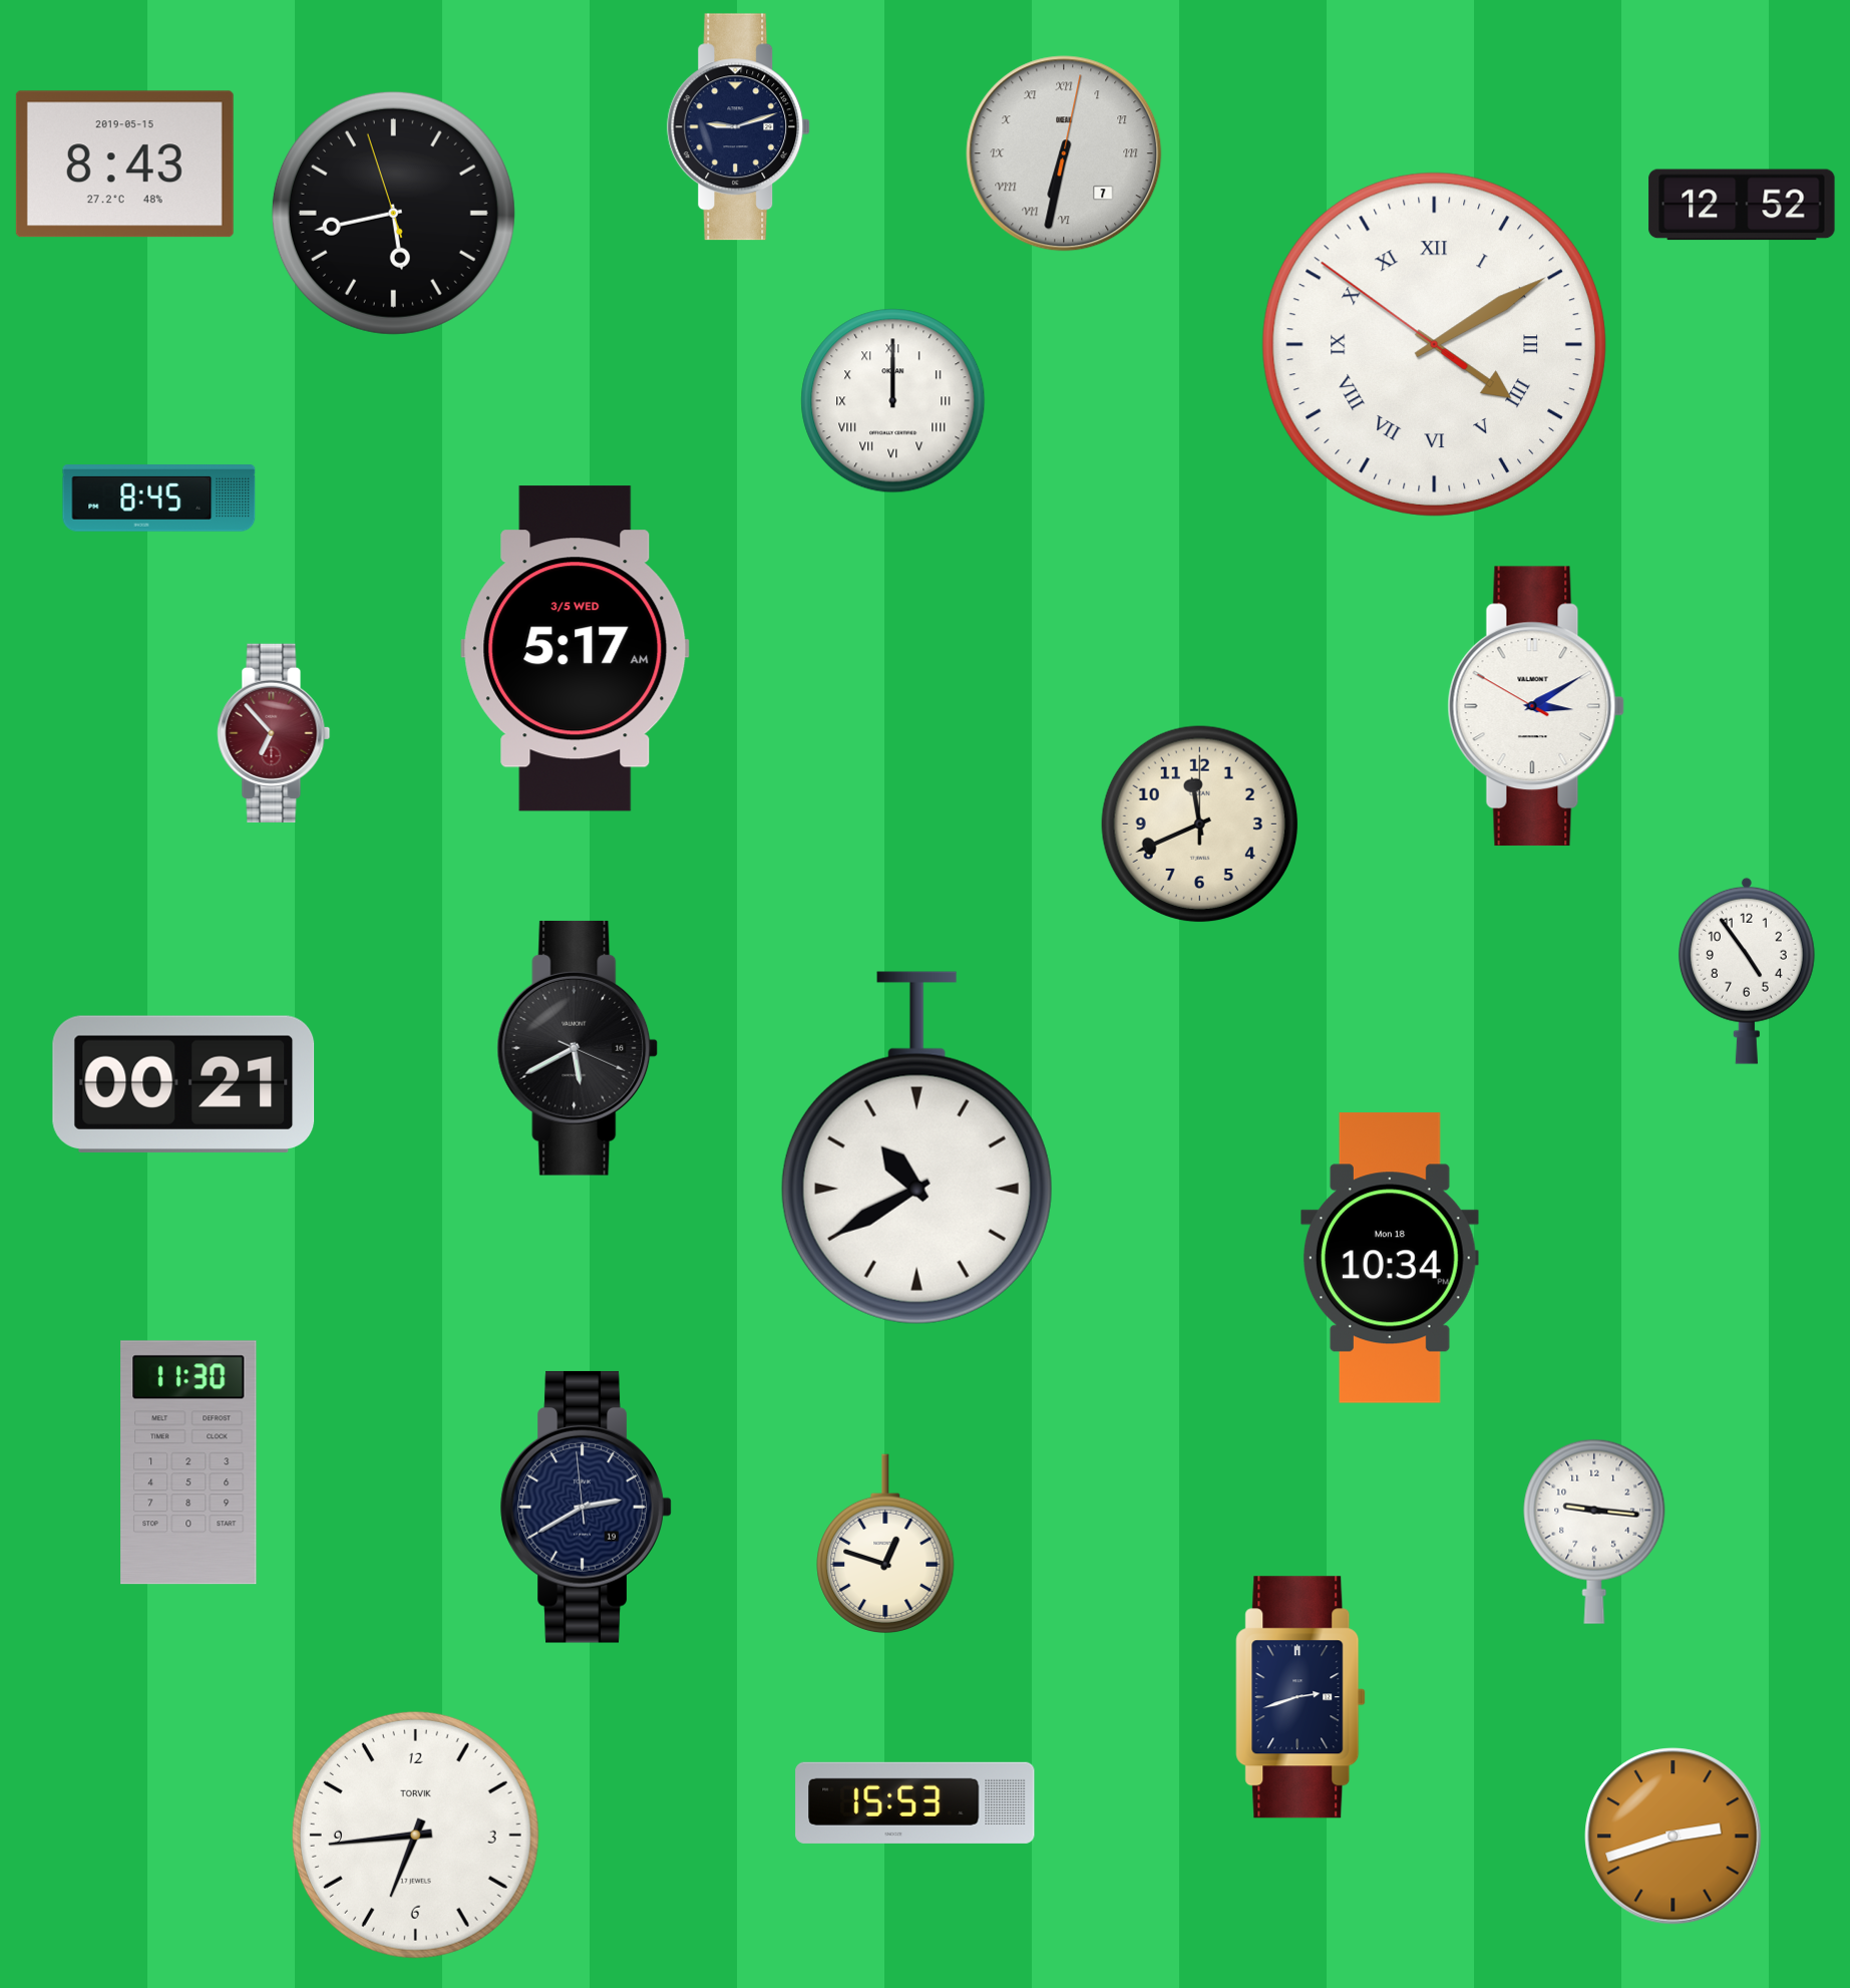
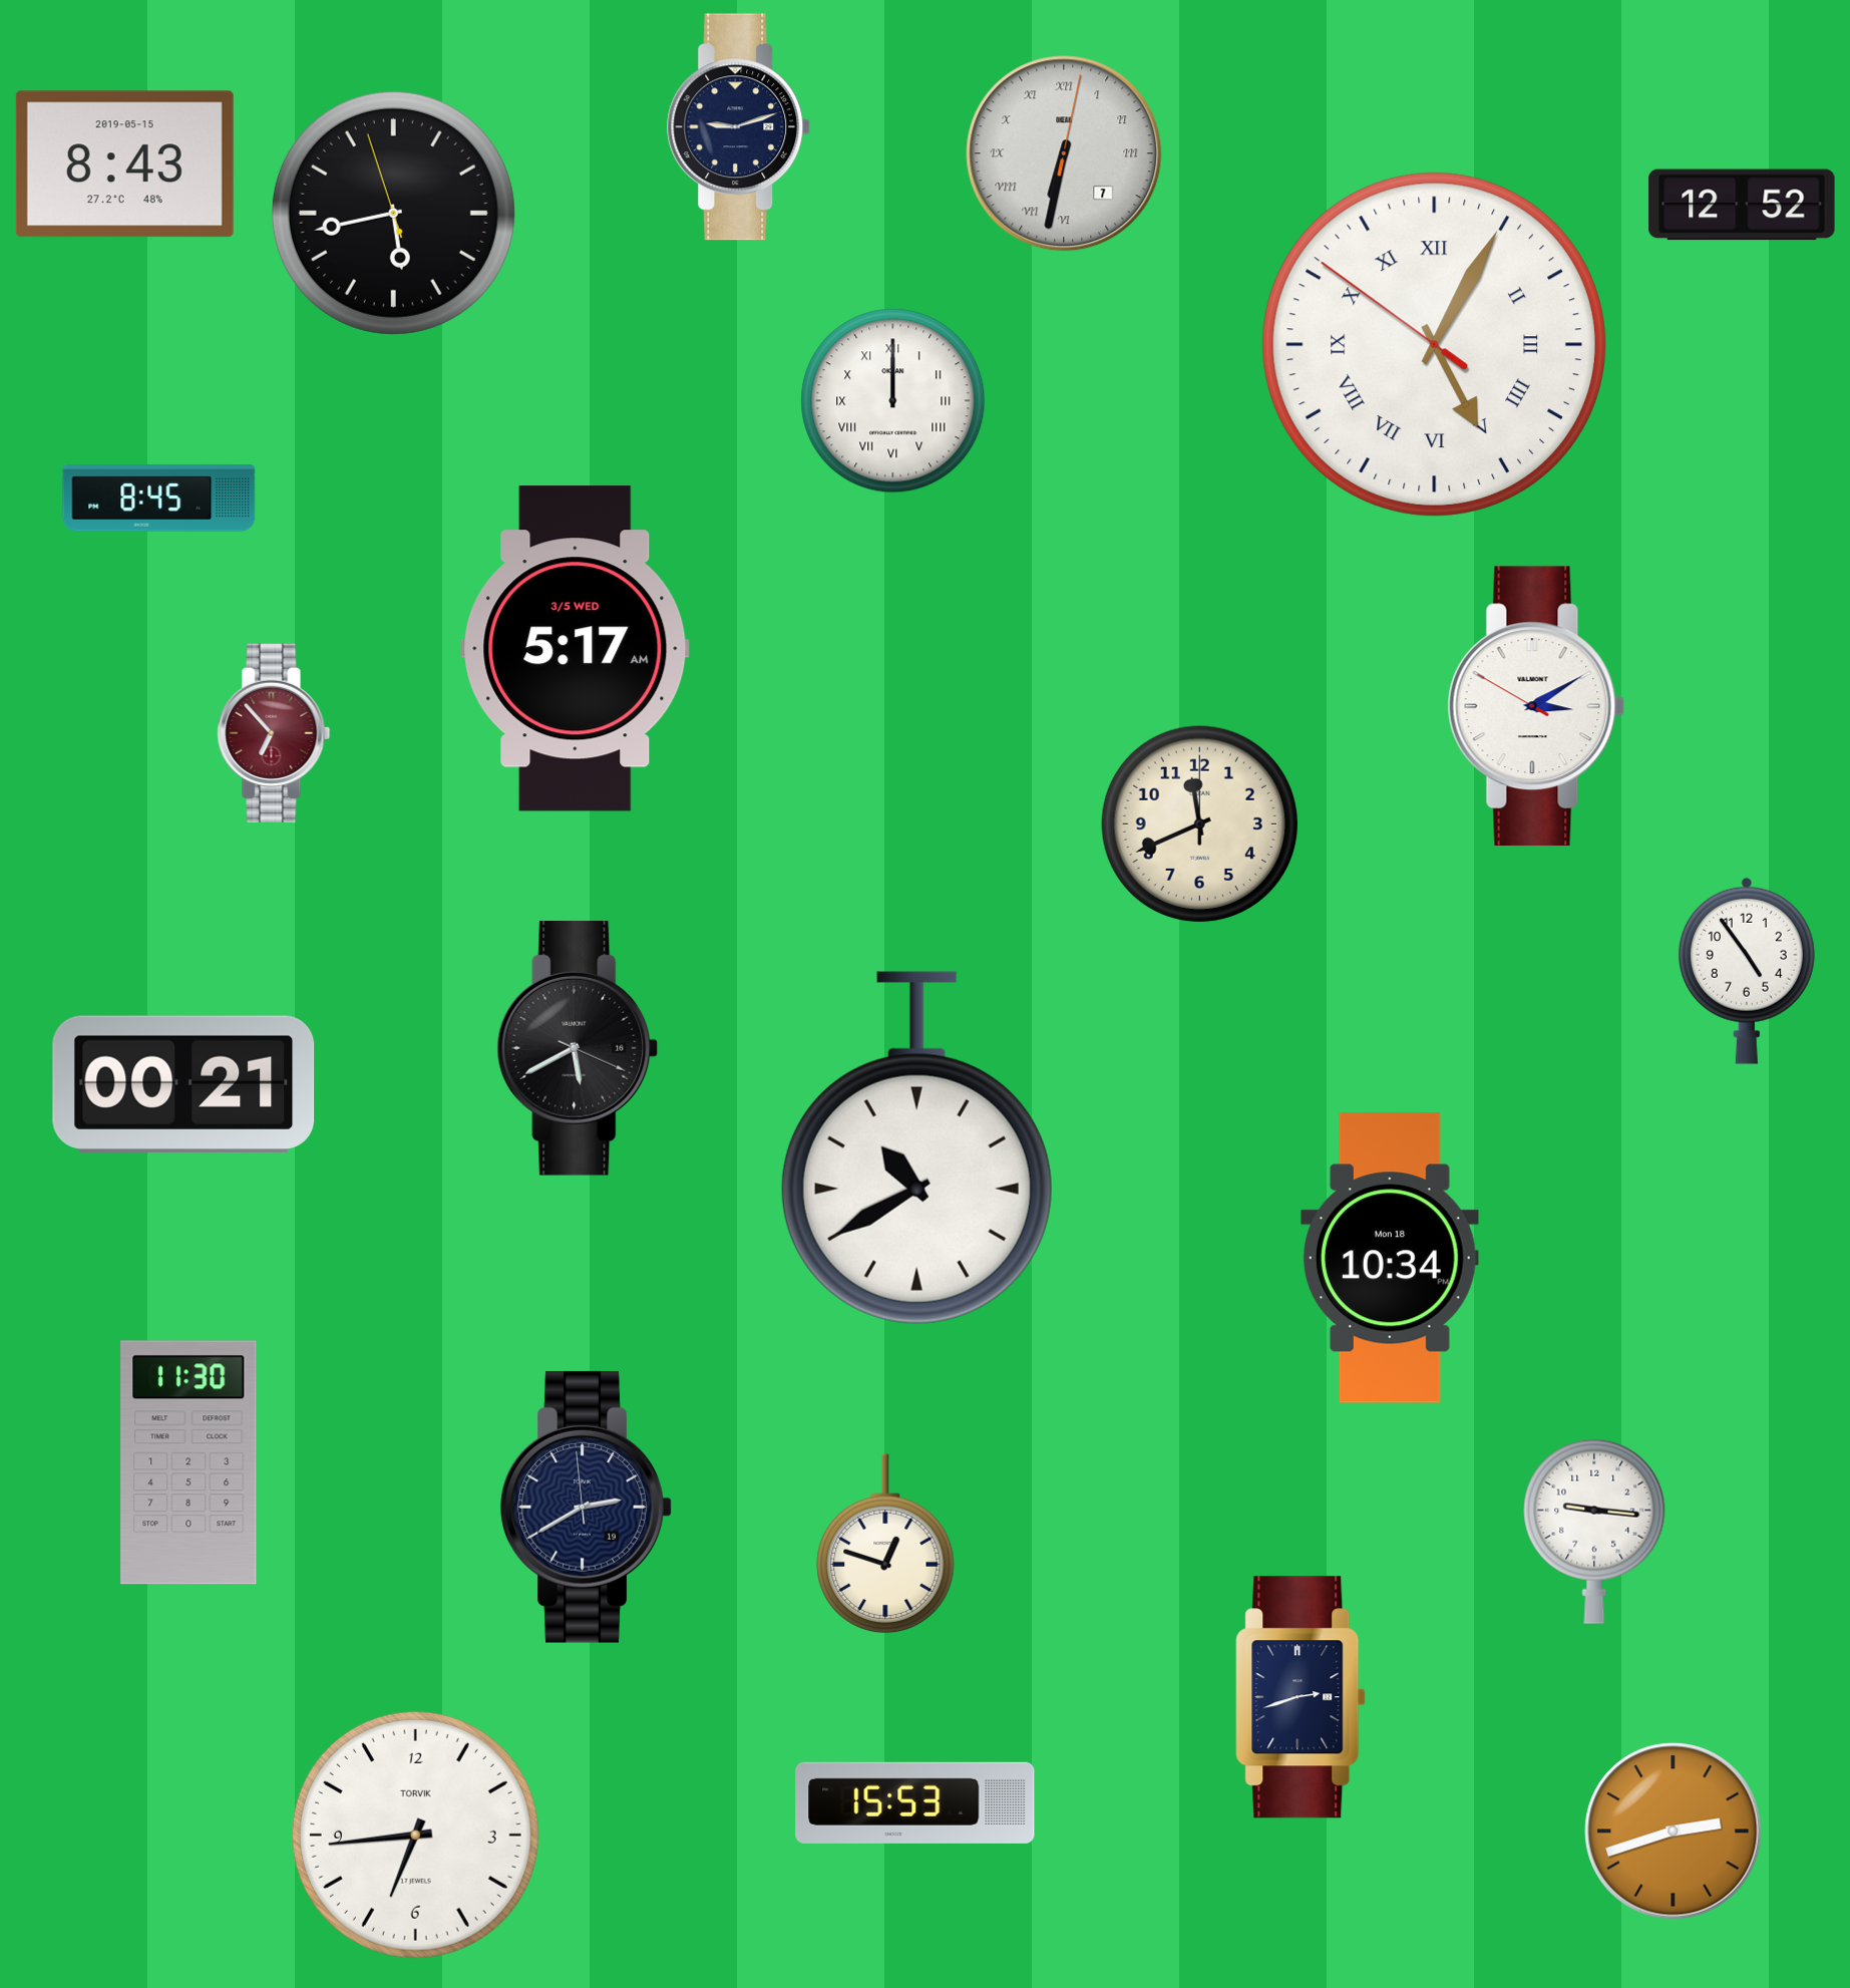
clock at (1434, 344): 4:09 -> 5:04
clock at (1674, 1837) position: (1674, 1837) -> (1674, 1832)
